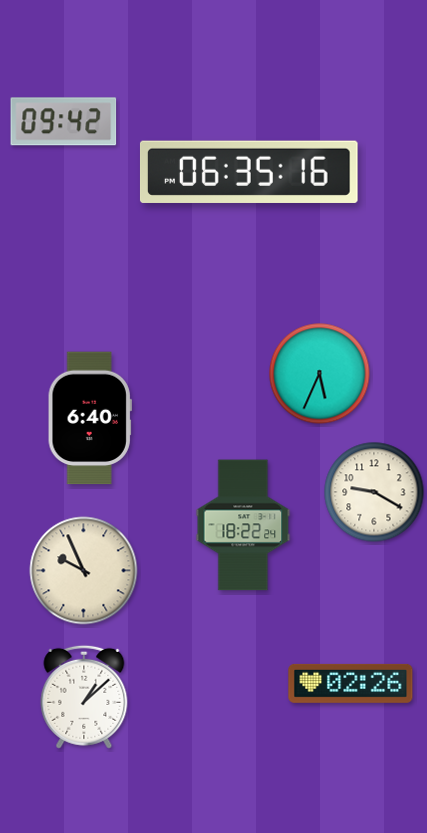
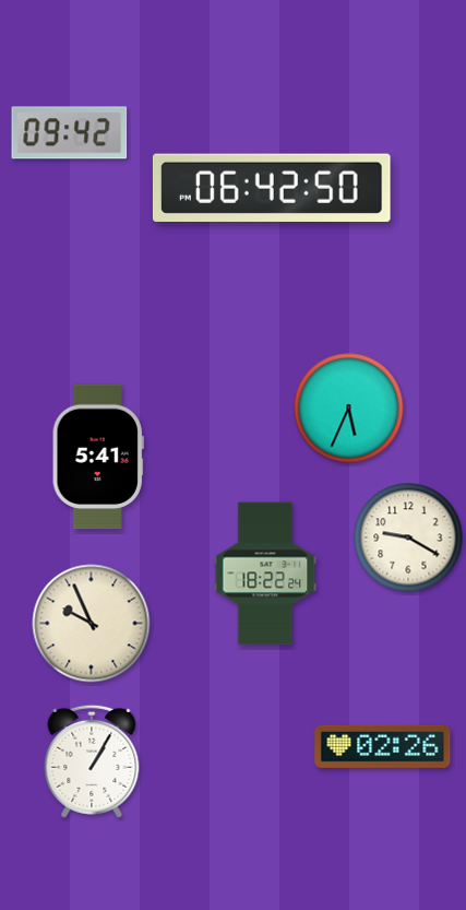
clock at (249, 172): 06:35 -> 06:42
clock at (90, 418): 6:40 -> 5:41
clock at (84, 697): 1:08 -> 1:05
